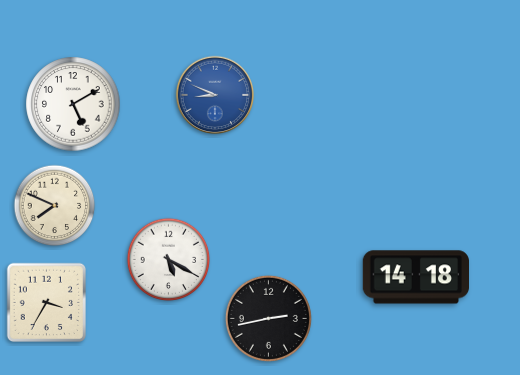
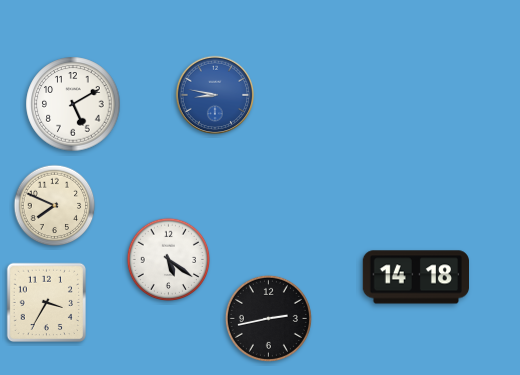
clock at (215, 95): 8:49 -> 8:47
clock at (169, 260): 5:20 -> 5:21
